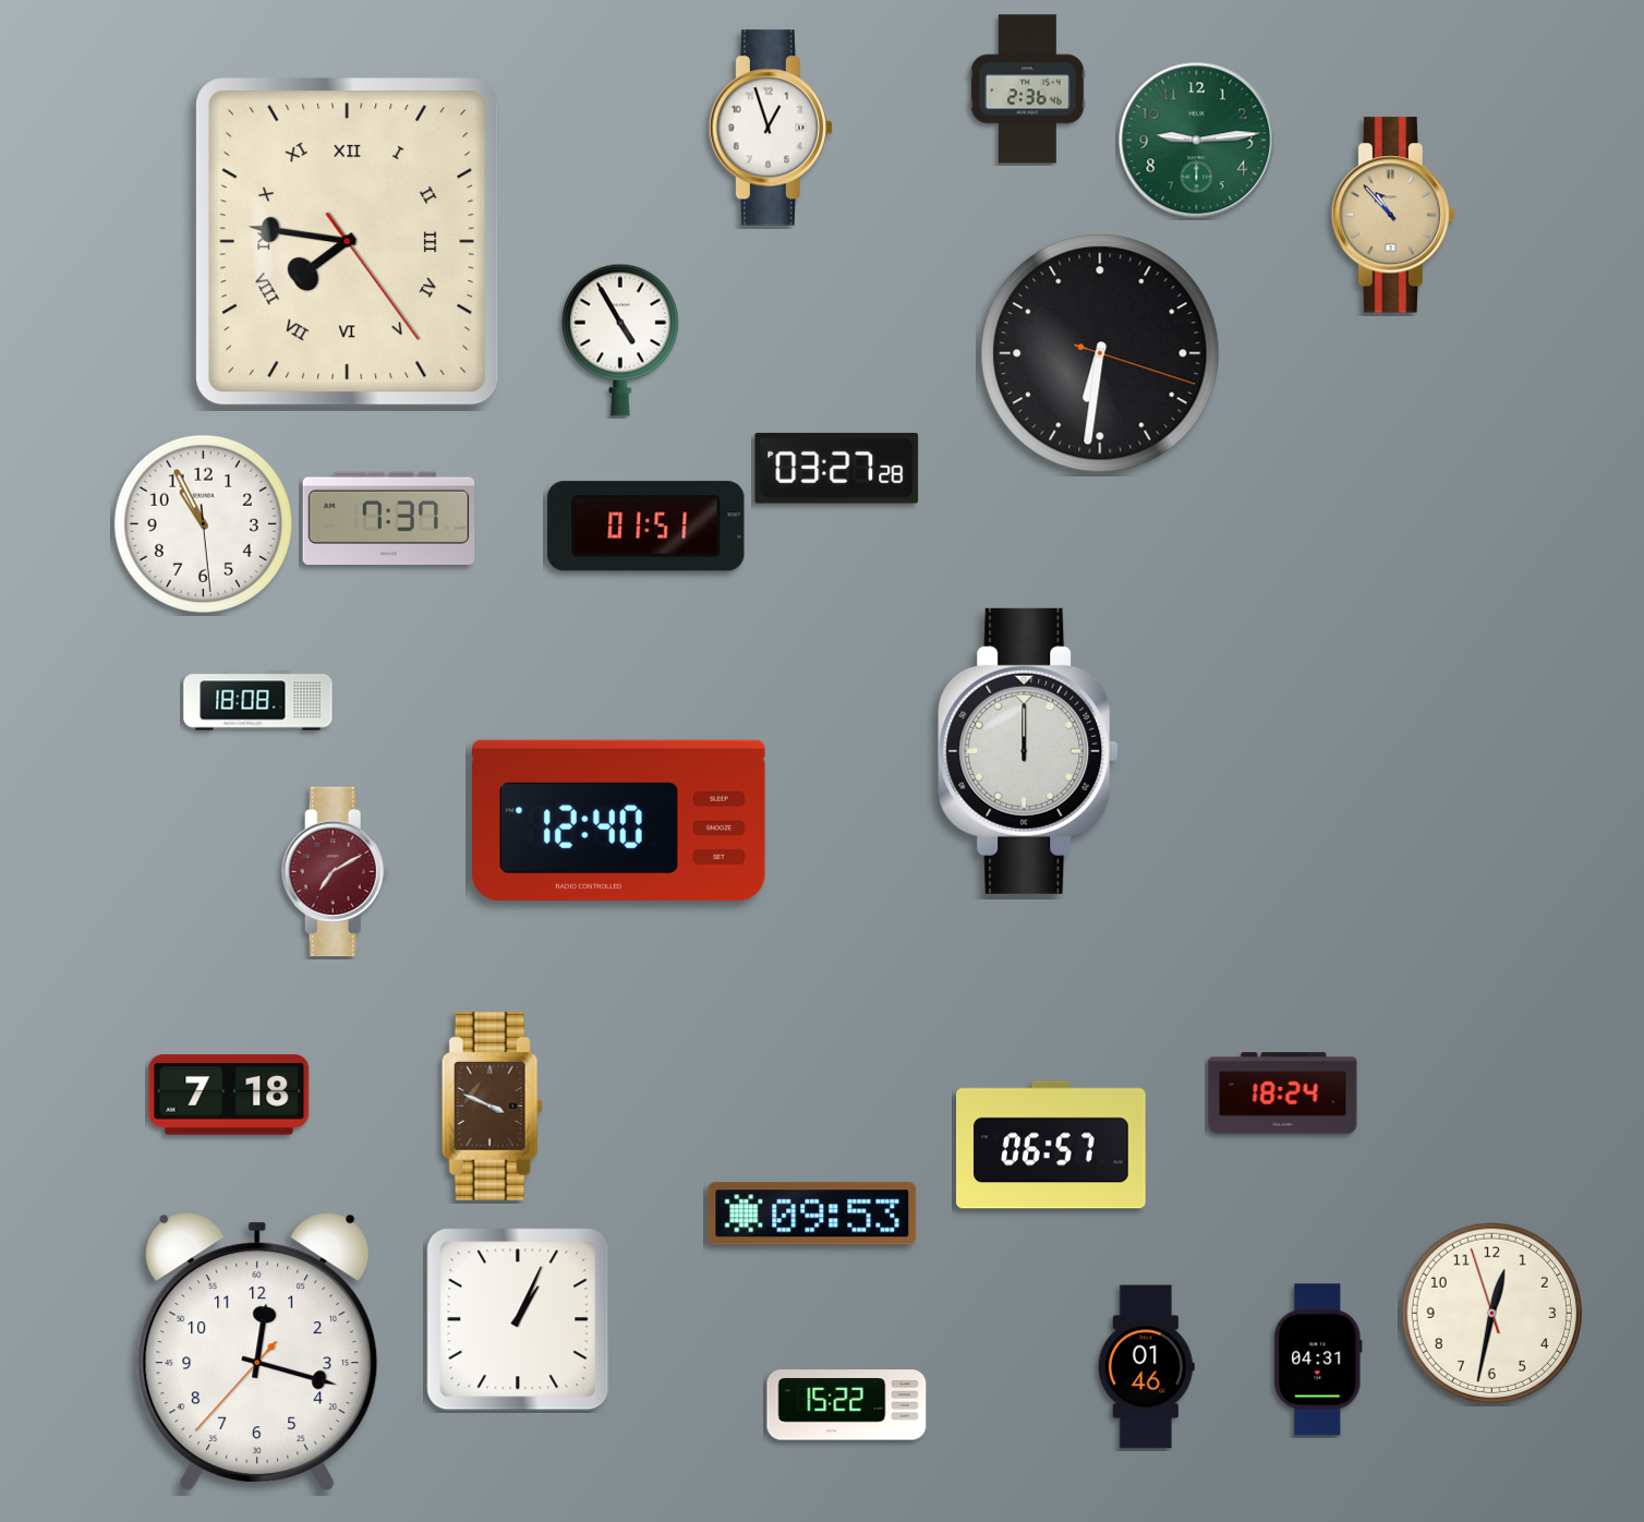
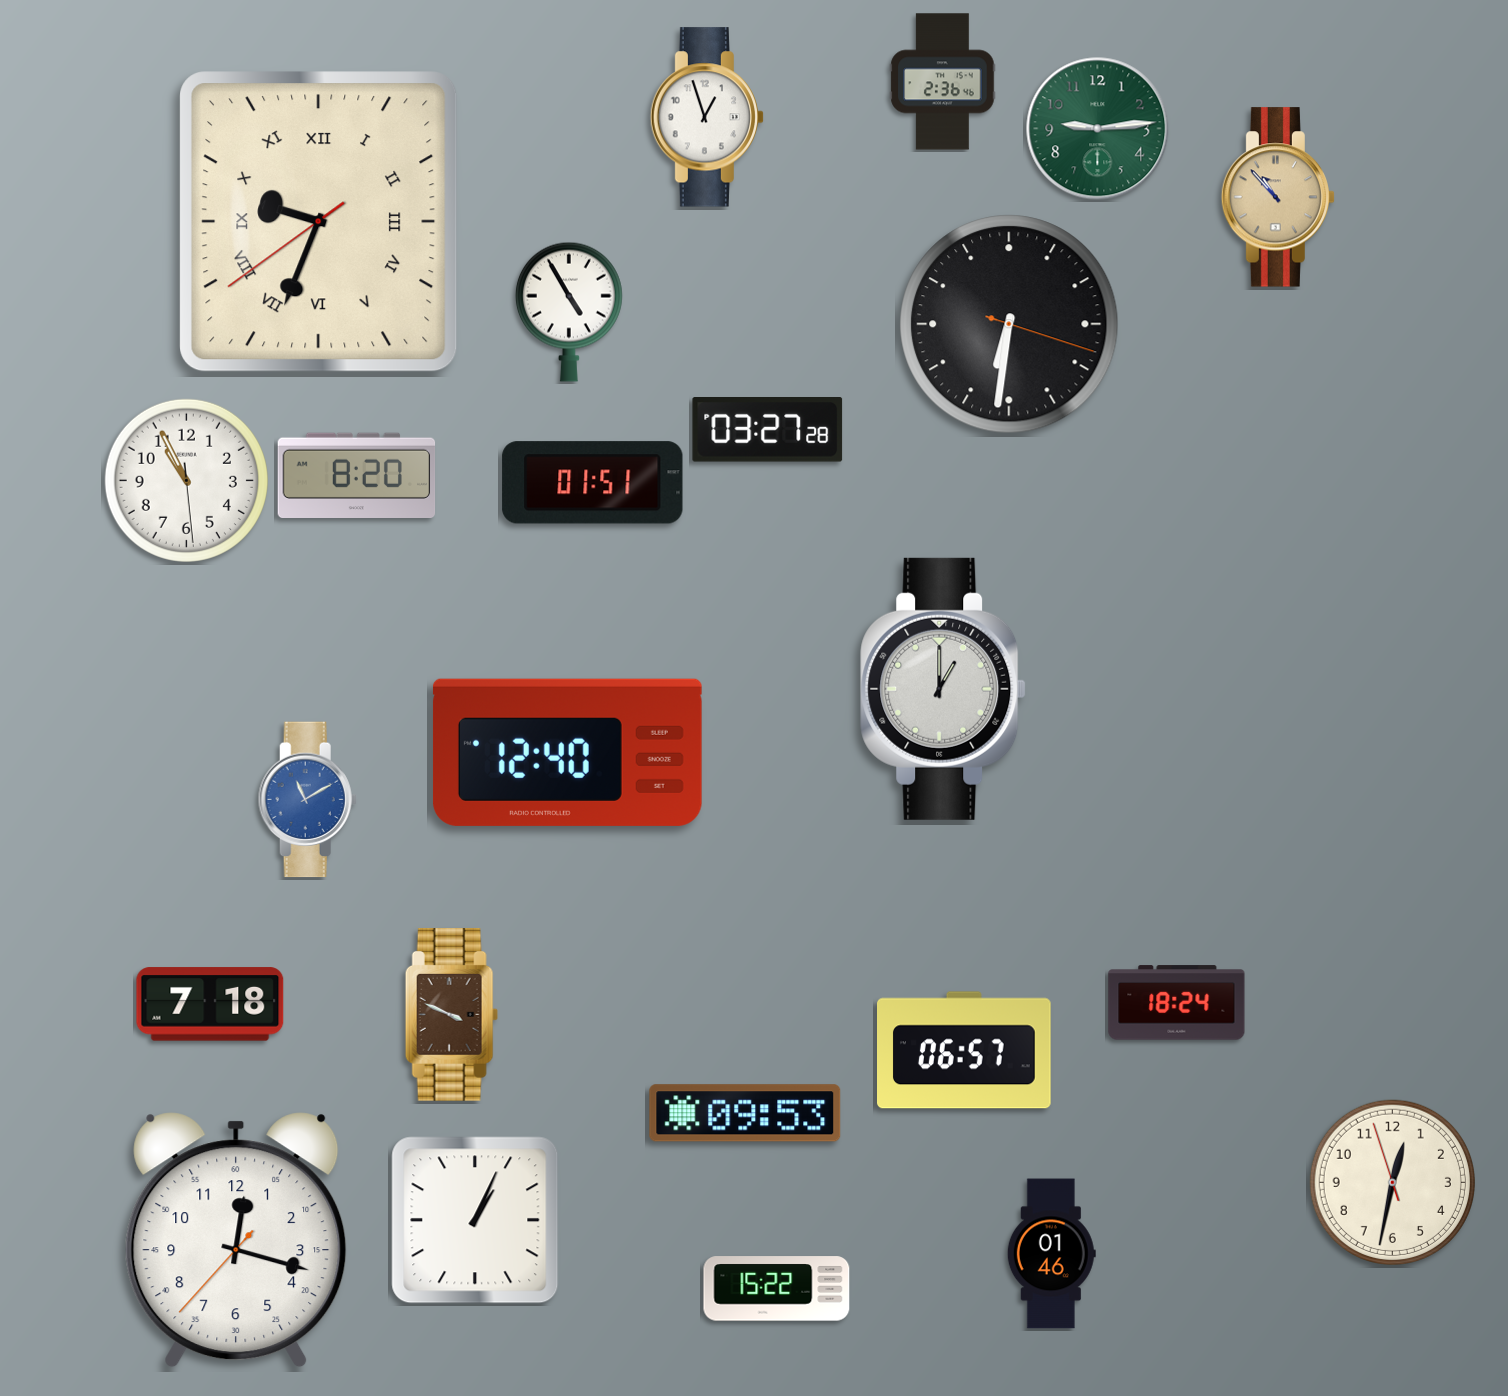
clock at (348, 242): 7:46 -> 9:33
clock at (389, 519): 7:37 -> 8:20
clock at (258, 701): 18:08 -> none
clock at (1028, 751): 12:00 -> 1:00
clock at (335, 872): 7:10 -> 11:10
clock at (335, 872) dial: burgundy -> blue
clock at (1491, 1313) position: (1491, 1313) -> (1392, 1182)
clock at (518, 1319) position: (518, 1319) -> (475, 1220)
clock at (1318, 1360): 04:31 -> none
